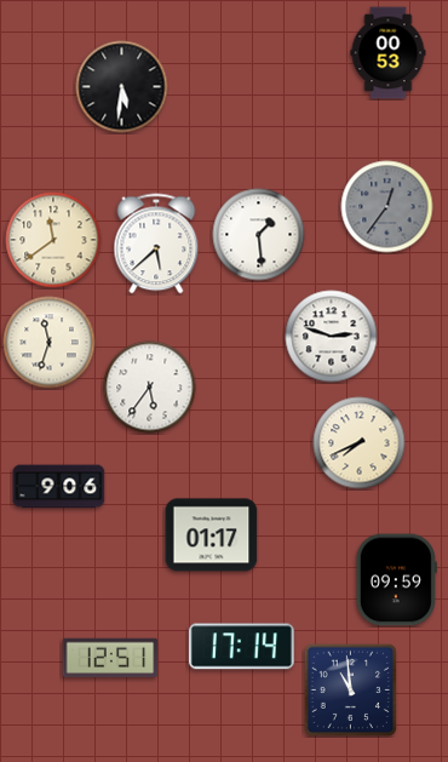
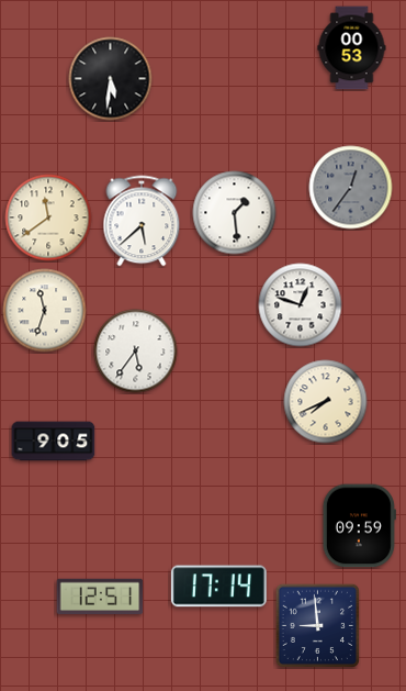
clock at (332, 337): 2:48 -> 12:48
clock at (59, 487): 9:06 -> 9:05
clock at (212, 535): 01:17 -> none
clock at (350, 689): 10:59 -> 8:59
